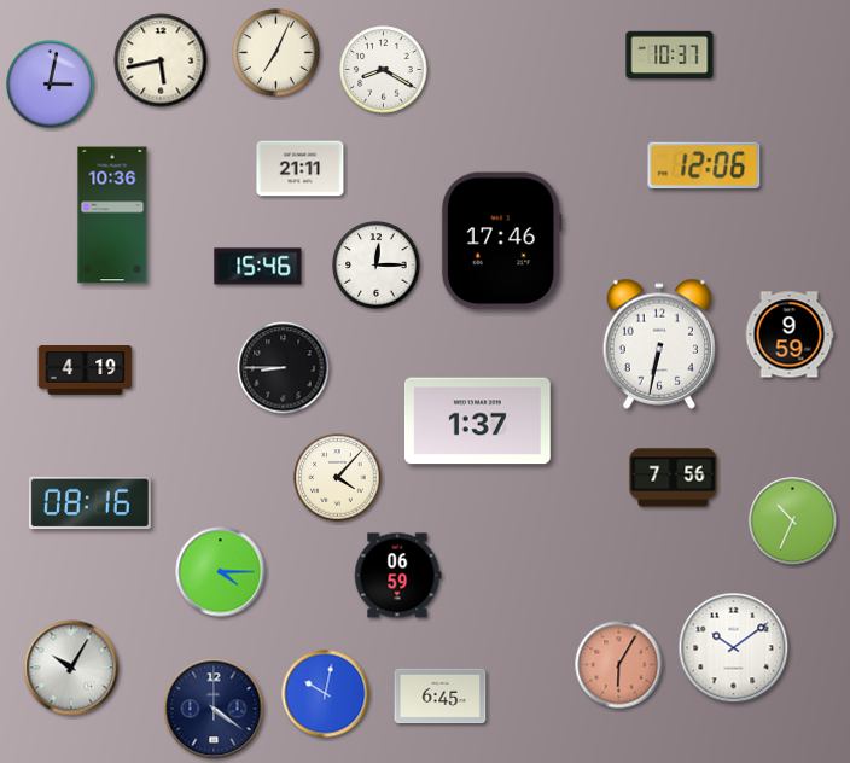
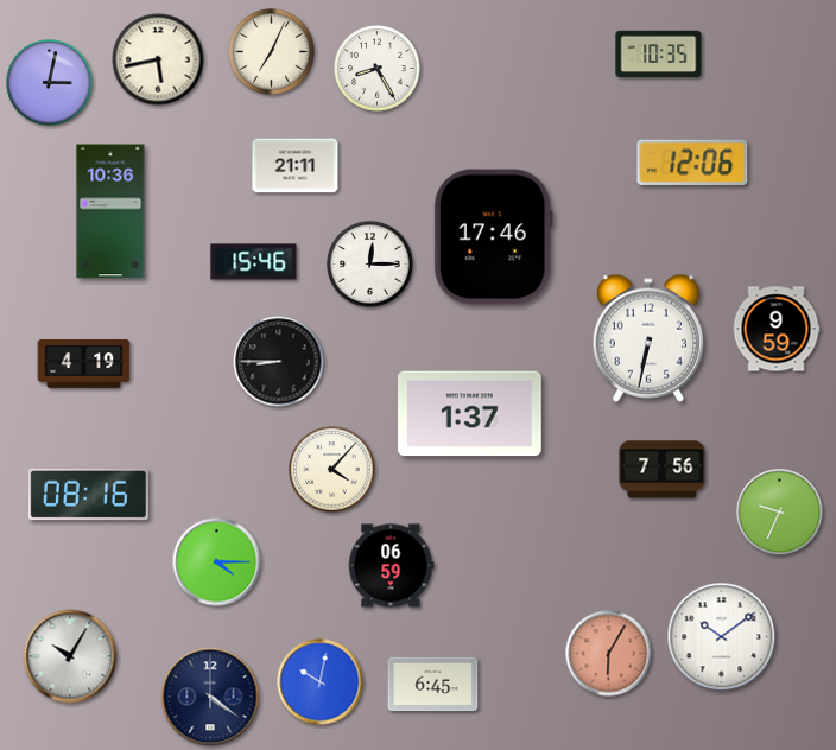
clock at (670, 56): 10:37 -> 10:35
clock at (384, 70): 8:20 -> 8:25
clock at (377, 266) position: (377, 266) -> (370, 265)
clock at (793, 522): 10:34 -> 9:34
